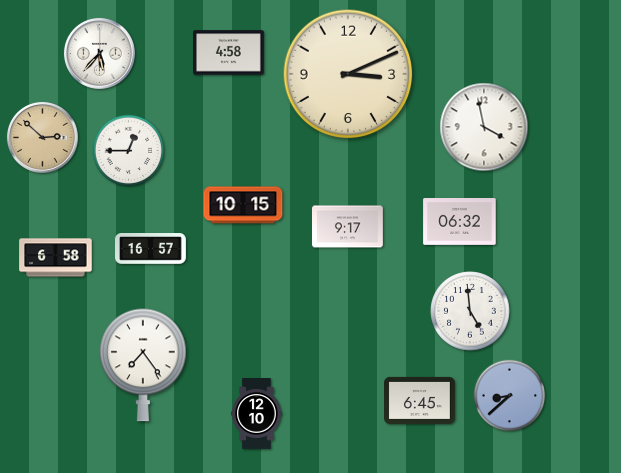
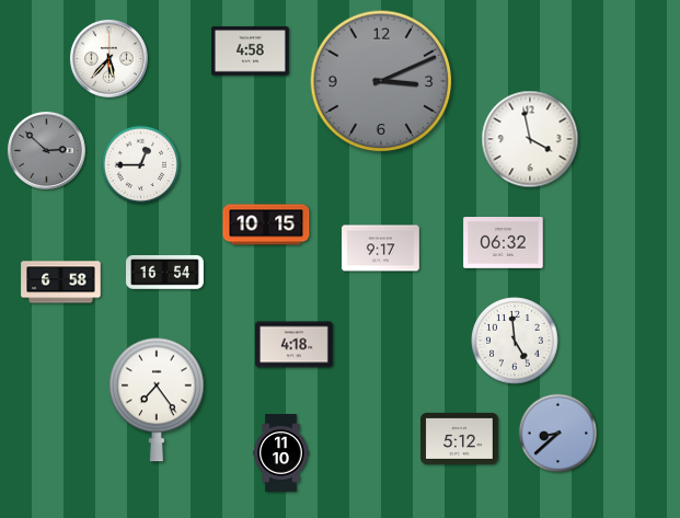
clock at (229, 53) position: (229, 53) -> (251, 51)
clock at (348, 74) dial: cream -> grey
clock at (43, 138) dial: champagne -> grey
clock at (151, 249): 16:57 -> 16:54
clock at (295, 345): none -> 4:18
clock at (420, 400): 6:45 -> 5:12
clock at (257, 414): 12:10 -> 11:10
